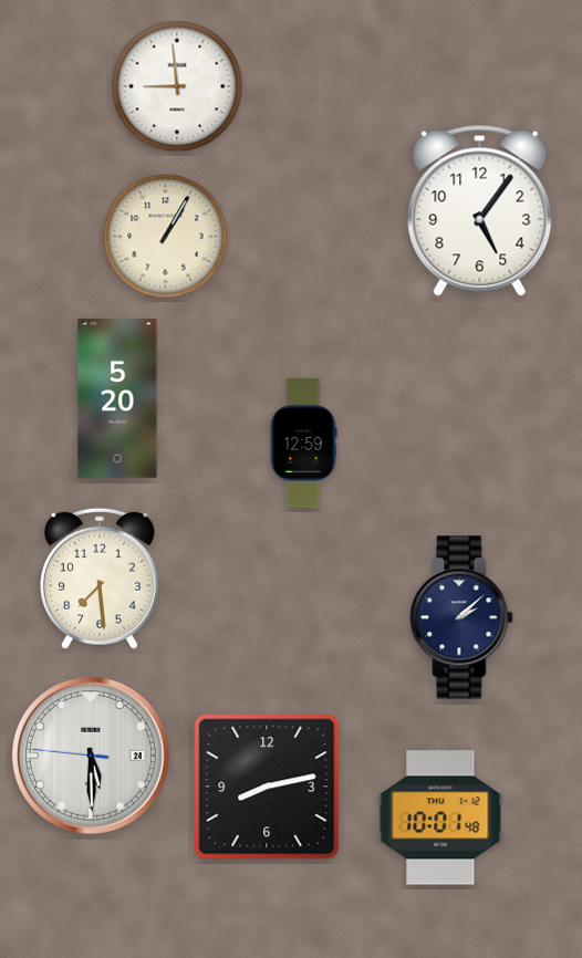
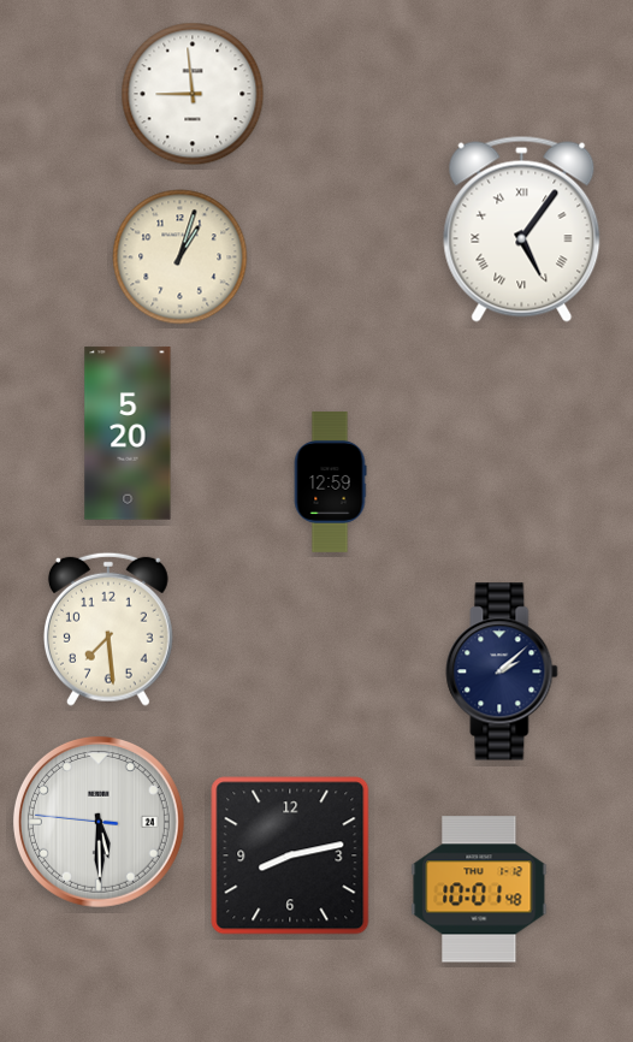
clock at (480, 210) numerals: Arabic -> Roman
clock at (166, 237): 1:05 -> 1:03
